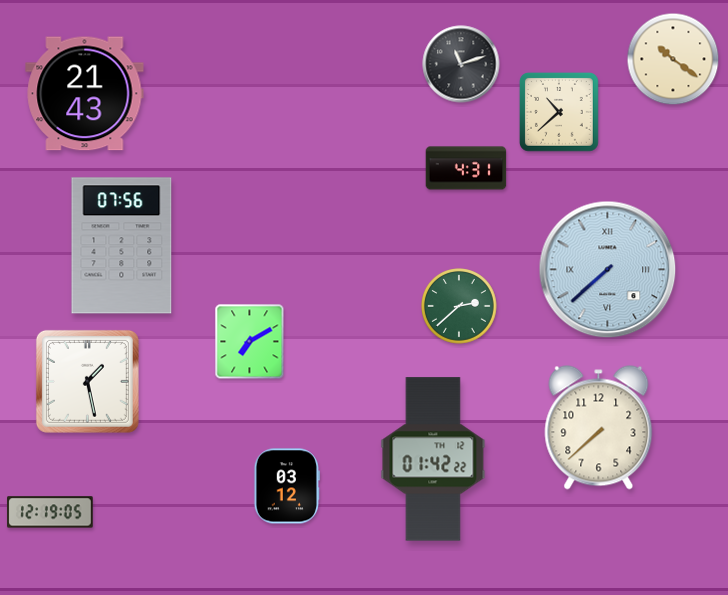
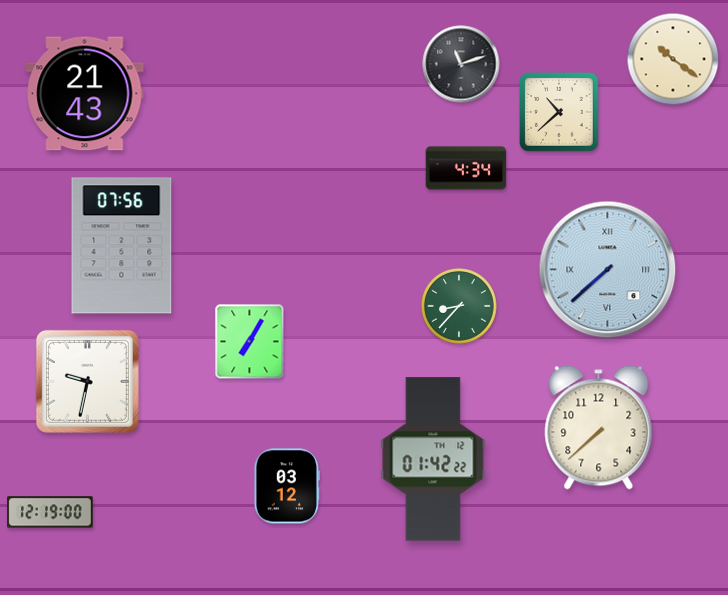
clock at (466, 168): 4:31 -> 4:34
clock at (459, 306): 2:38 -> 8:37
clock at (250, 342): 7:10 -> 7:05
clock at (87, 381): 1:28 -> 9:32
clock at (50, 512): 12:19:05 -> 12:19:00
